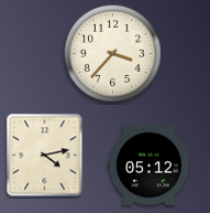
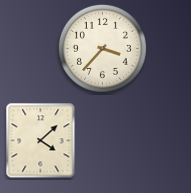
clock at (45, 156): 4:13 -> 4:08
clock at (150, 166): 05:12 -> none
